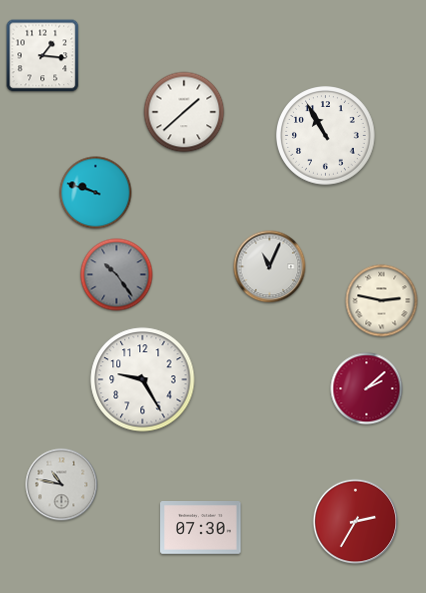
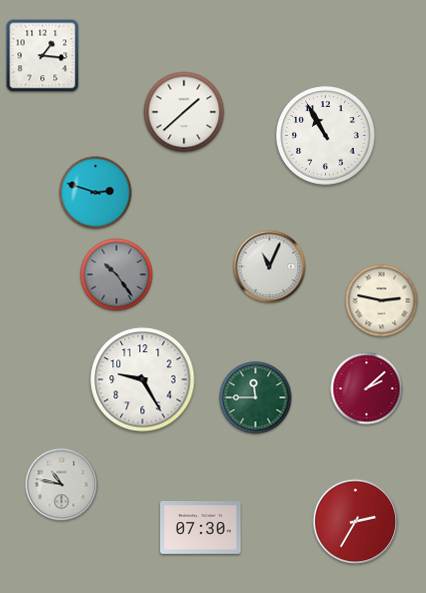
clock at (96, 193): 9:48 -> 2:48
clock at (256, 398): none -> 11:45
